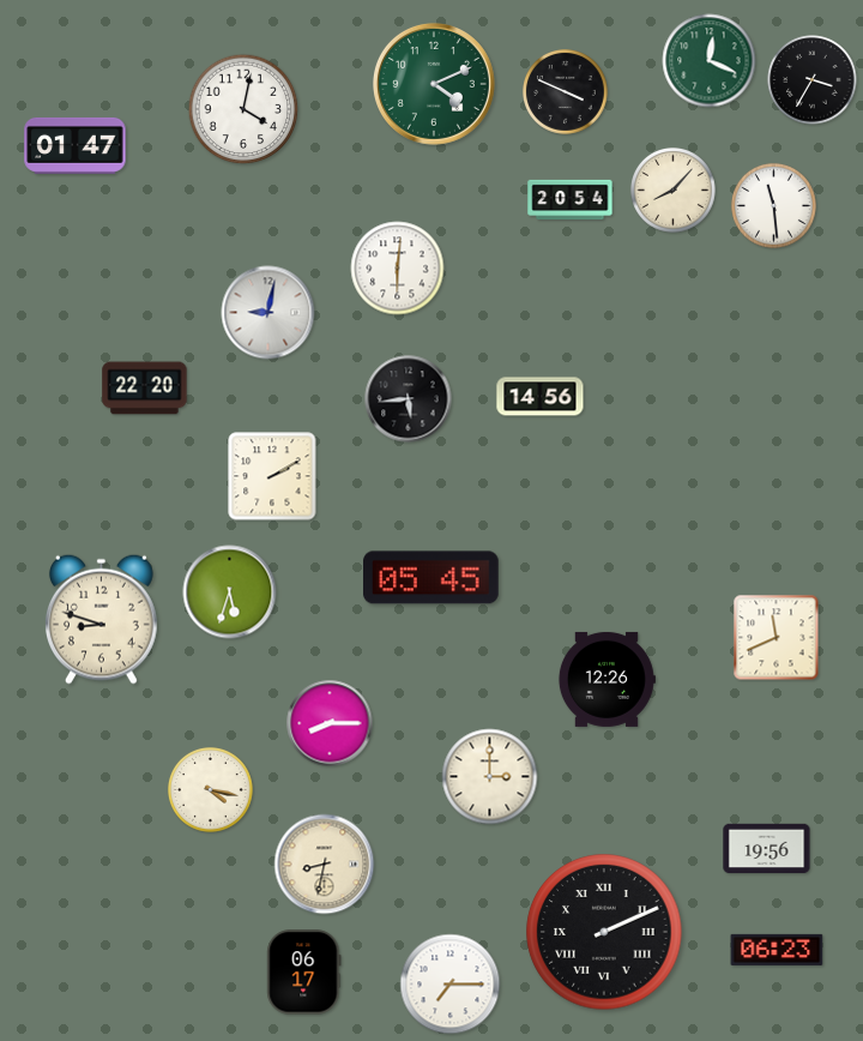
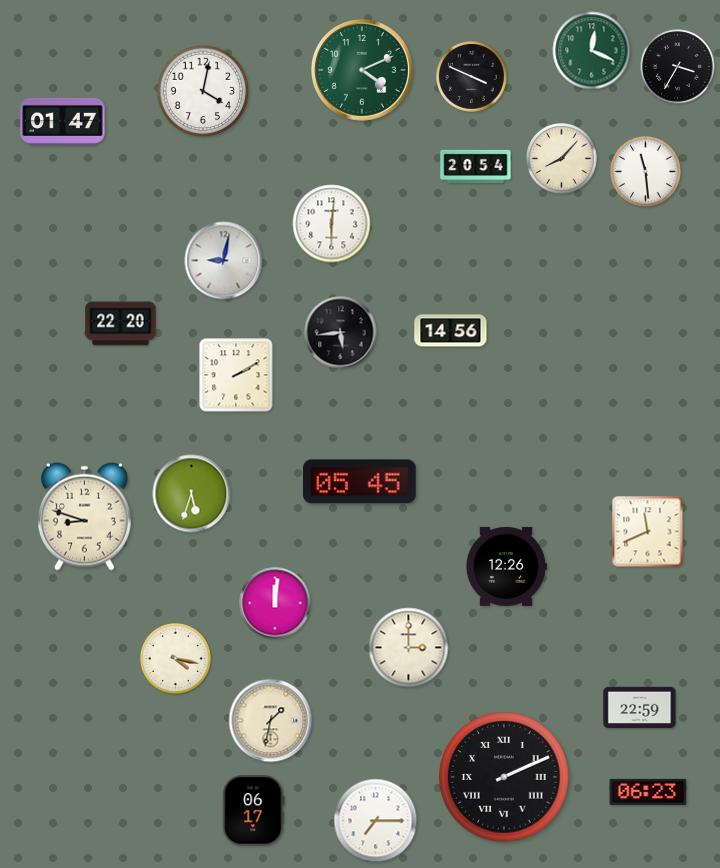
clock at (272, 476) position: (272, 476) -> (236, 375)
clock at (330, 723): 8:15 -> 12:01
clock at (767, 849): 19:56 -> 22:59
clock at (325, 865): 8:32 -> 1:32
